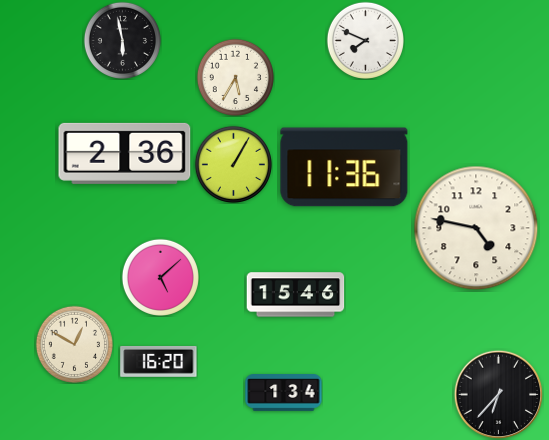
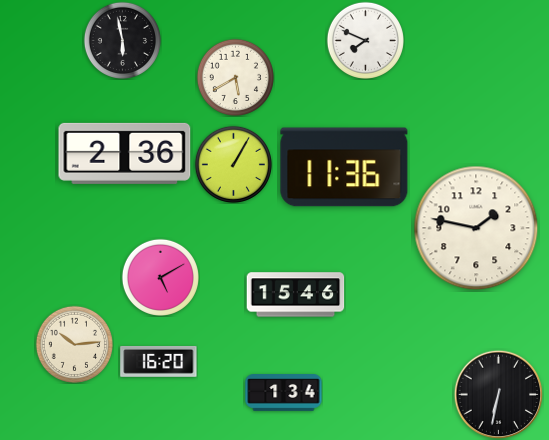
clock at (235, 77): 5:35 -> 5:40
clock at (476, 228): 4:47 -> 1:47
clock at (160, 277): 5:08 -> 5:10
clock at (74, 344): 12:50 -> 10:14
clock at (498, 394): 6:37 -> 6:32
